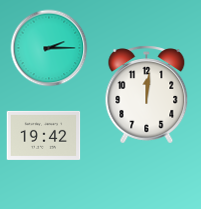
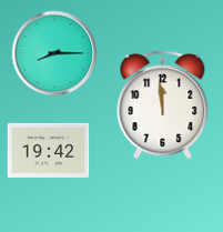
clock at (49, 48): 2:15 -> 8:15
clock at (147, 95): 12:01 -> 11:59
